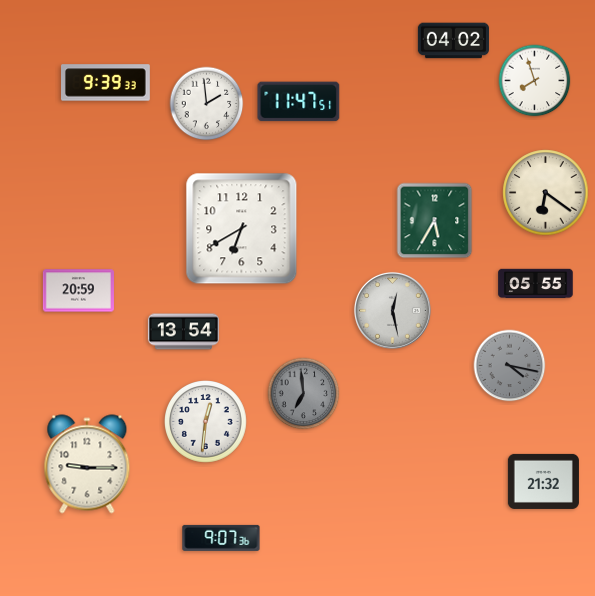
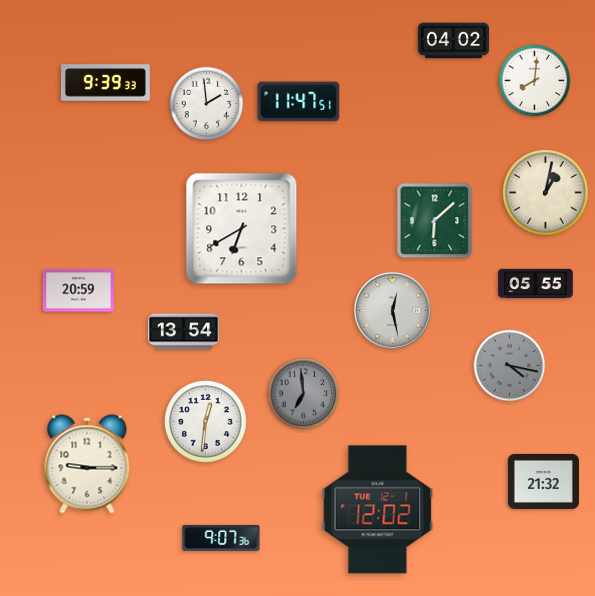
clock at (535, 81): 7:57 -> 8:01
clock at (546, 193): 6:21 -> 1:02
clock at (435, 221): 5:35 -> 6:08
clock at (378, 510): none -> 12:02
